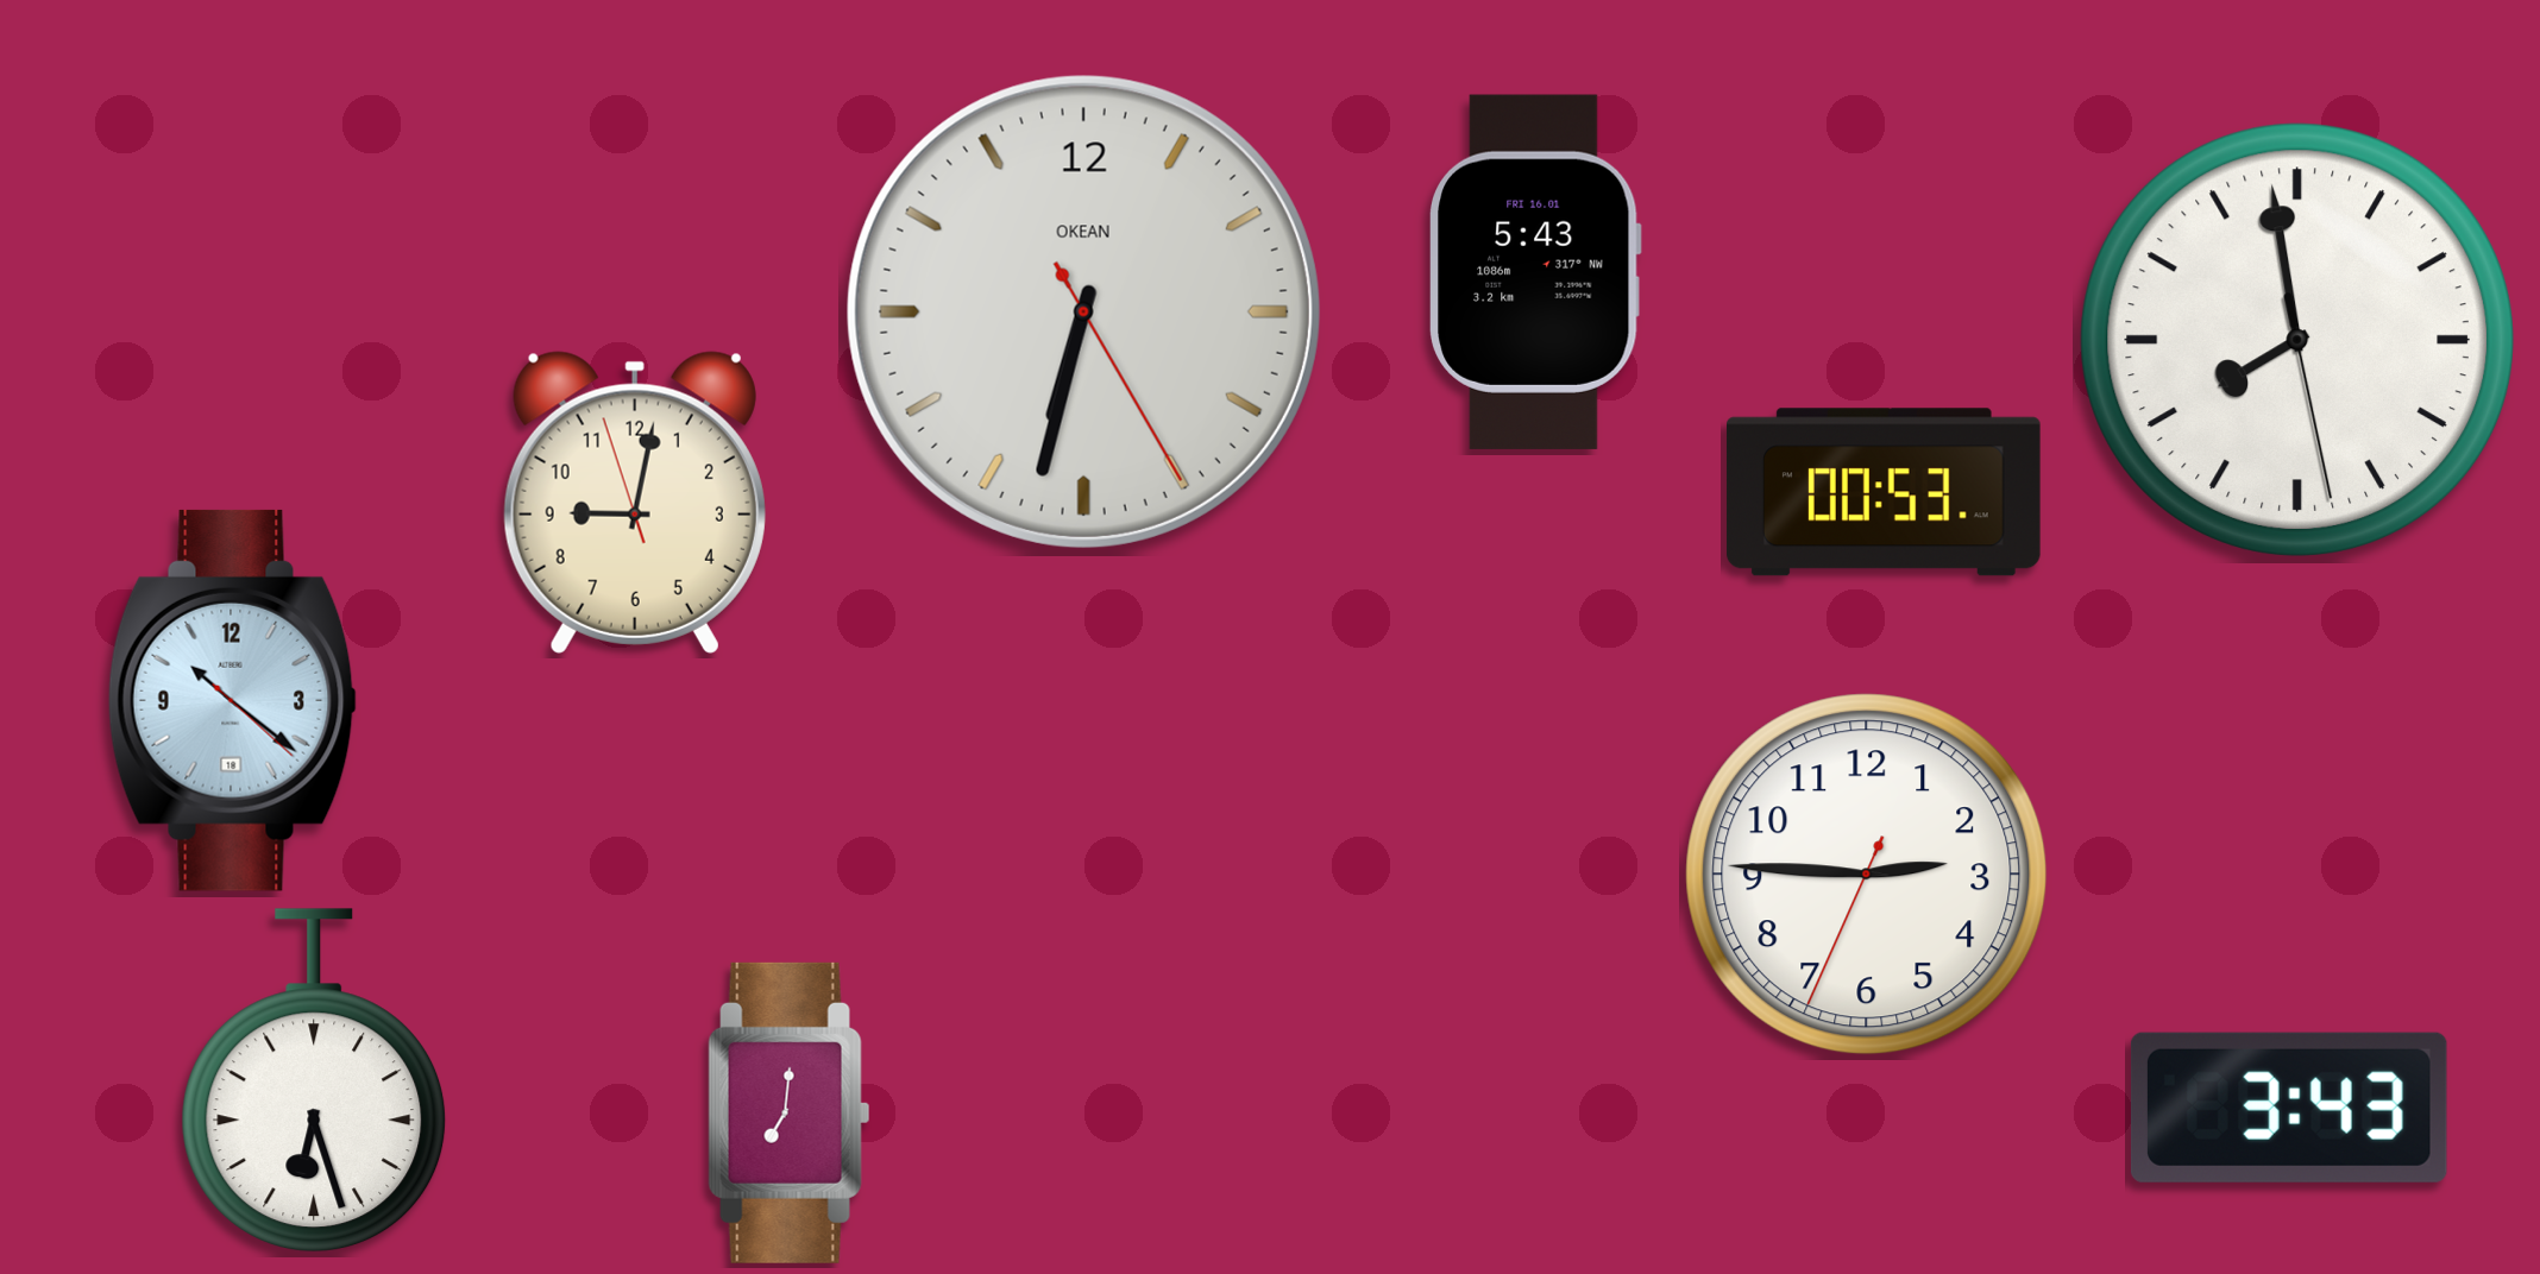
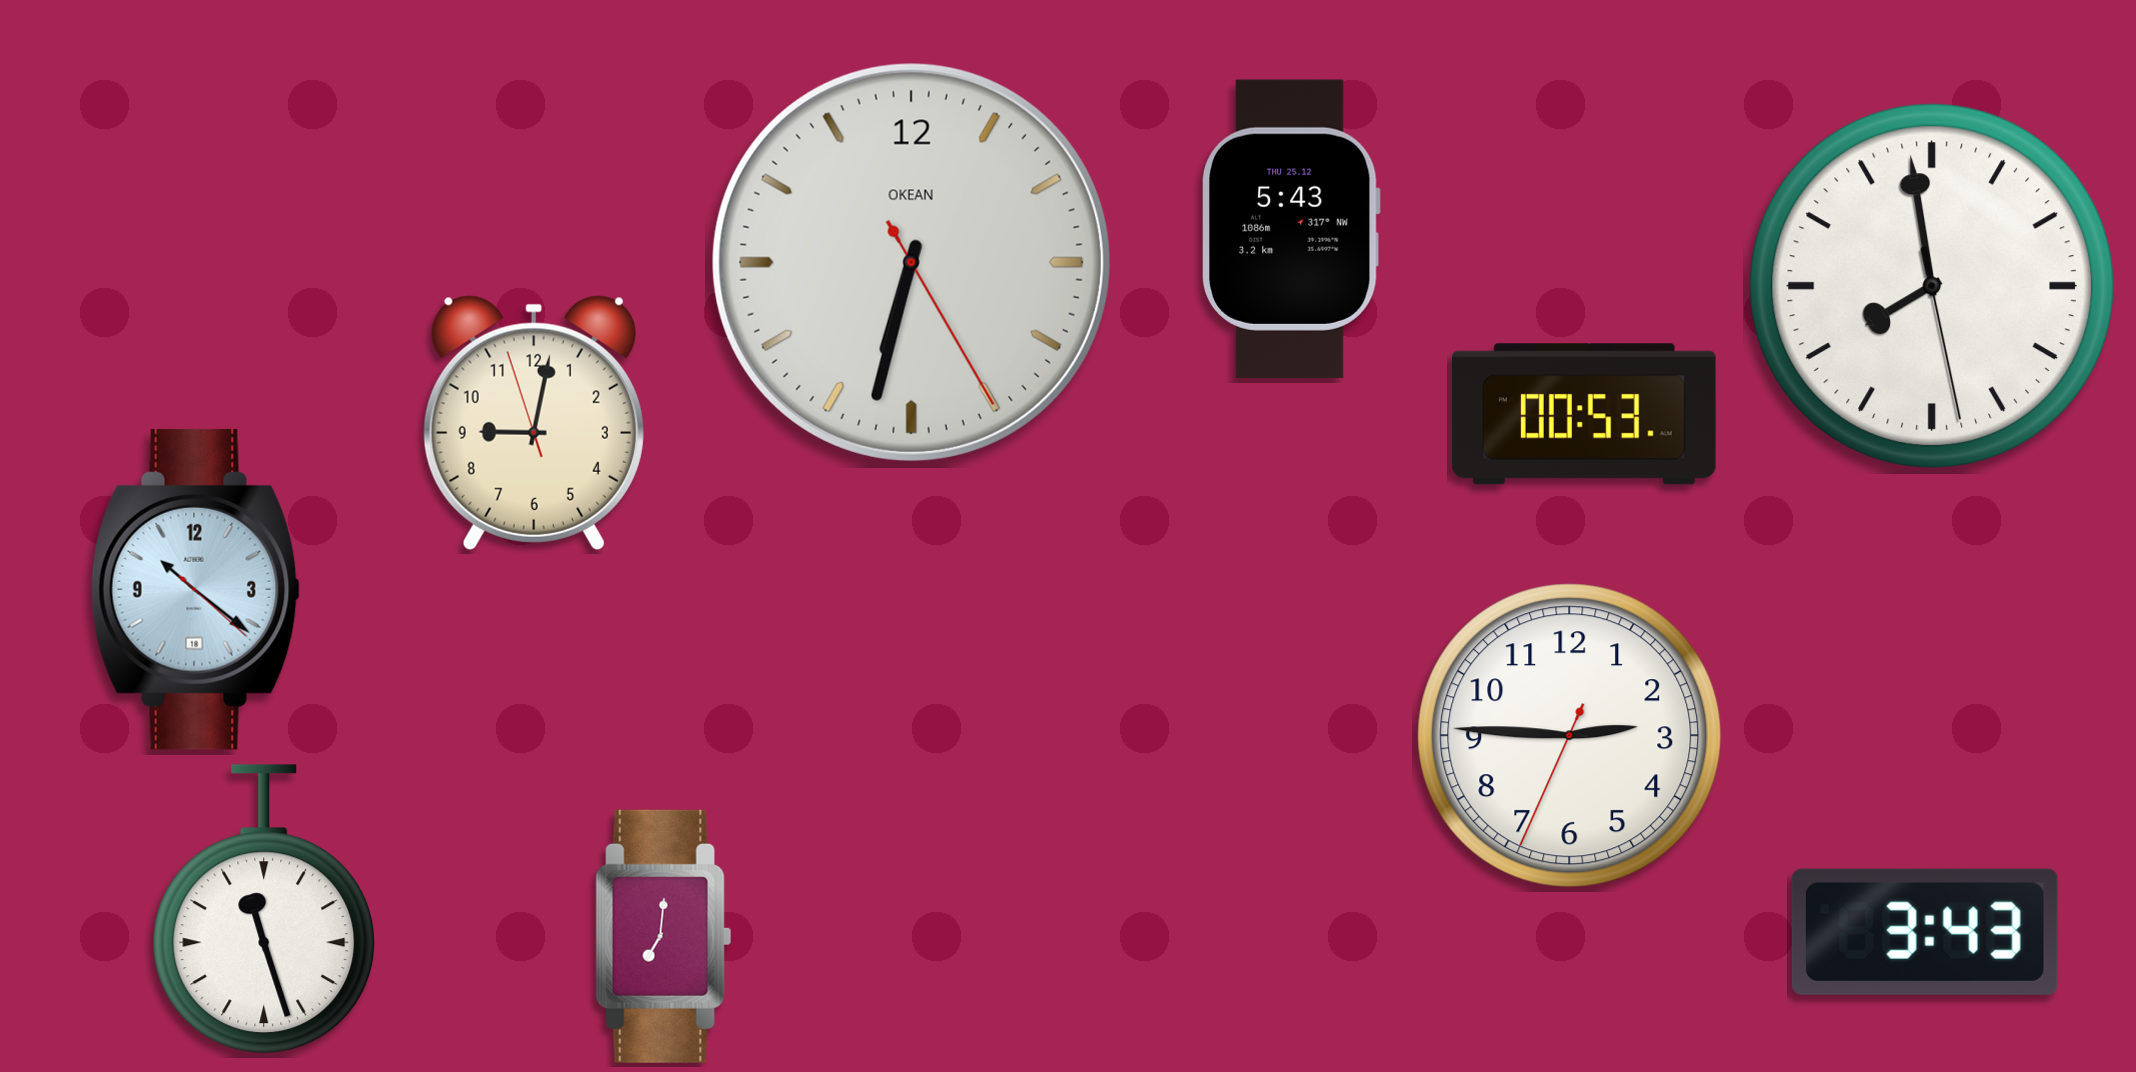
clock at (1535, 272) date: FRI 16.01 -> THU 25.12
clock at (314, 1081): 6:27 -> 11:27
